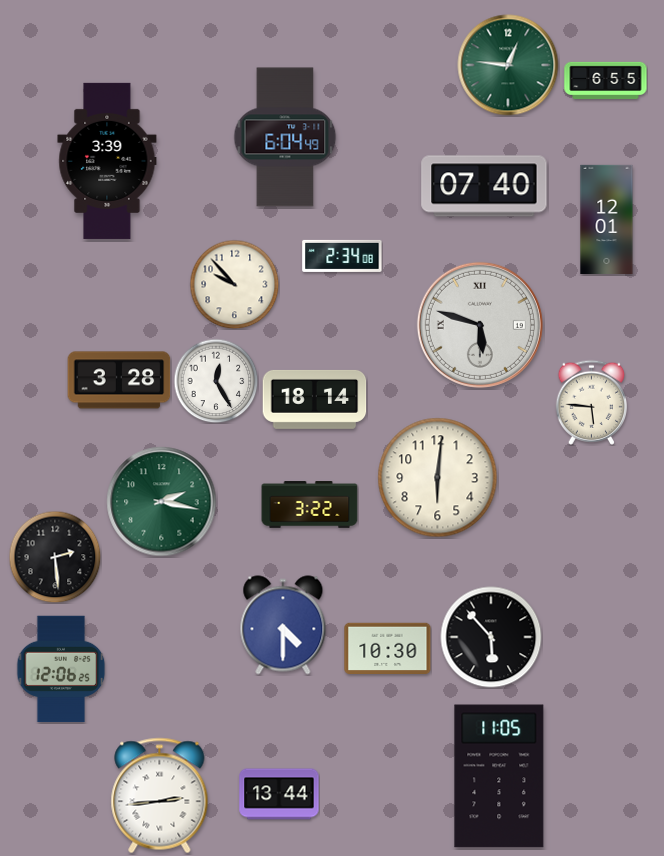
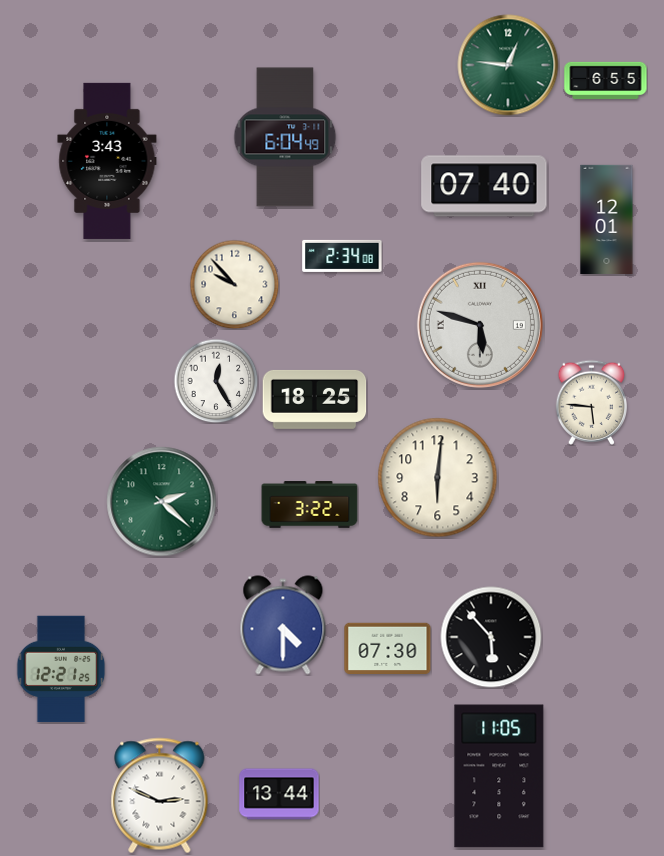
clock at (107, 161): 3:39 -> 3:43
clock at (119, 380): 3:28 -> none
clock at (315, 399): 18:14 -> 18:25
clock at (162, 502): 2:17 -> 2:22
clock at (55, 557): 2:29 -> none
clock at (388, 648): 10:30 -> 07:30
clock at (61, 669): 12:06 -> 12:21
clock at (160, 796): 2:44 -> 2:49
